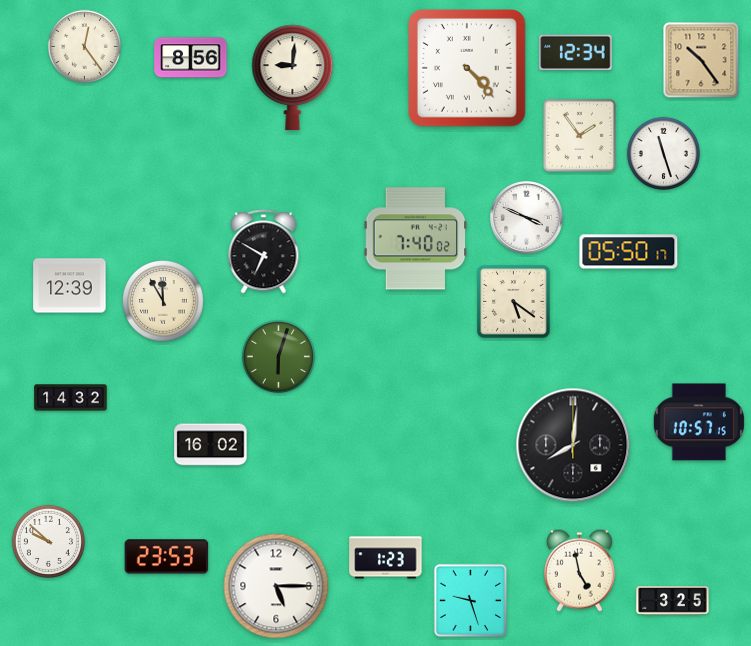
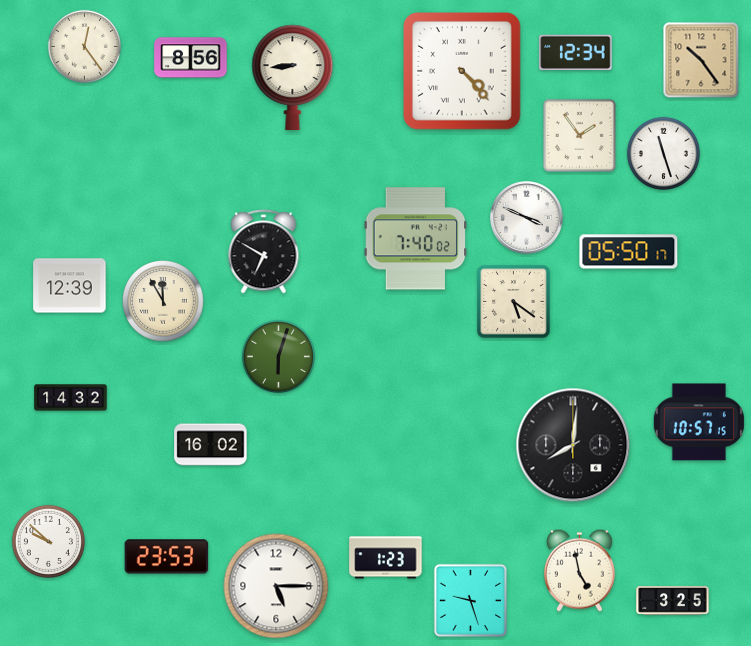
clock at (468, 69) position: (468, 69) -> (463, 72)
clock at (293, 77): 9:01 -> 8:44
